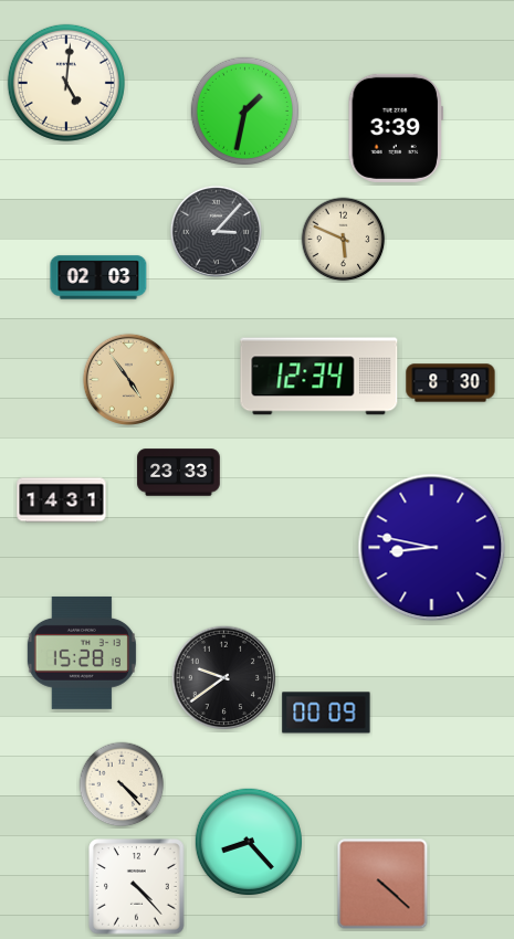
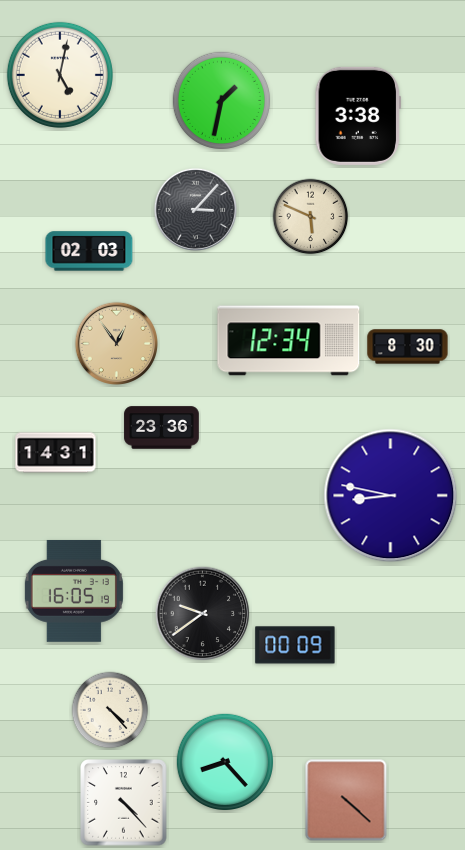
clock at (66, 83): 5:01 -> 5:02
clock at (396, 128): 3:39 -> 3:38
clock at (128, 379): 4:54 -> 12:54
clock at (179, 473): 23:33 -> 23:36
clock at (82, 653): 15:28 -> 16:05
